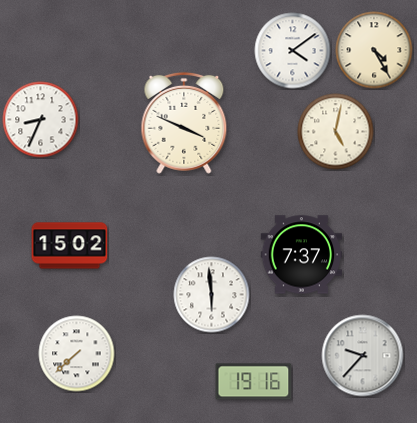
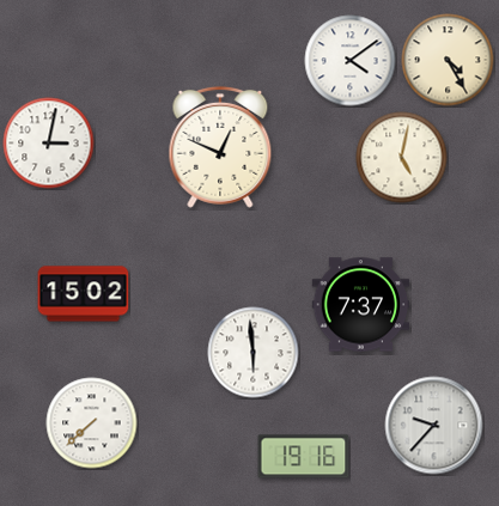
clock at (41, 120): 8:34 -> 3:02
clock at (184, 123): 3:49 -> 12:49
